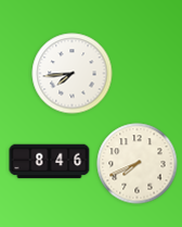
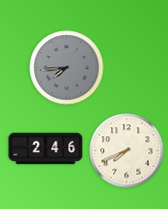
clock at (73, 74) dial: white -> grey
clock at (50, 162): 8:46 -> 2:46
